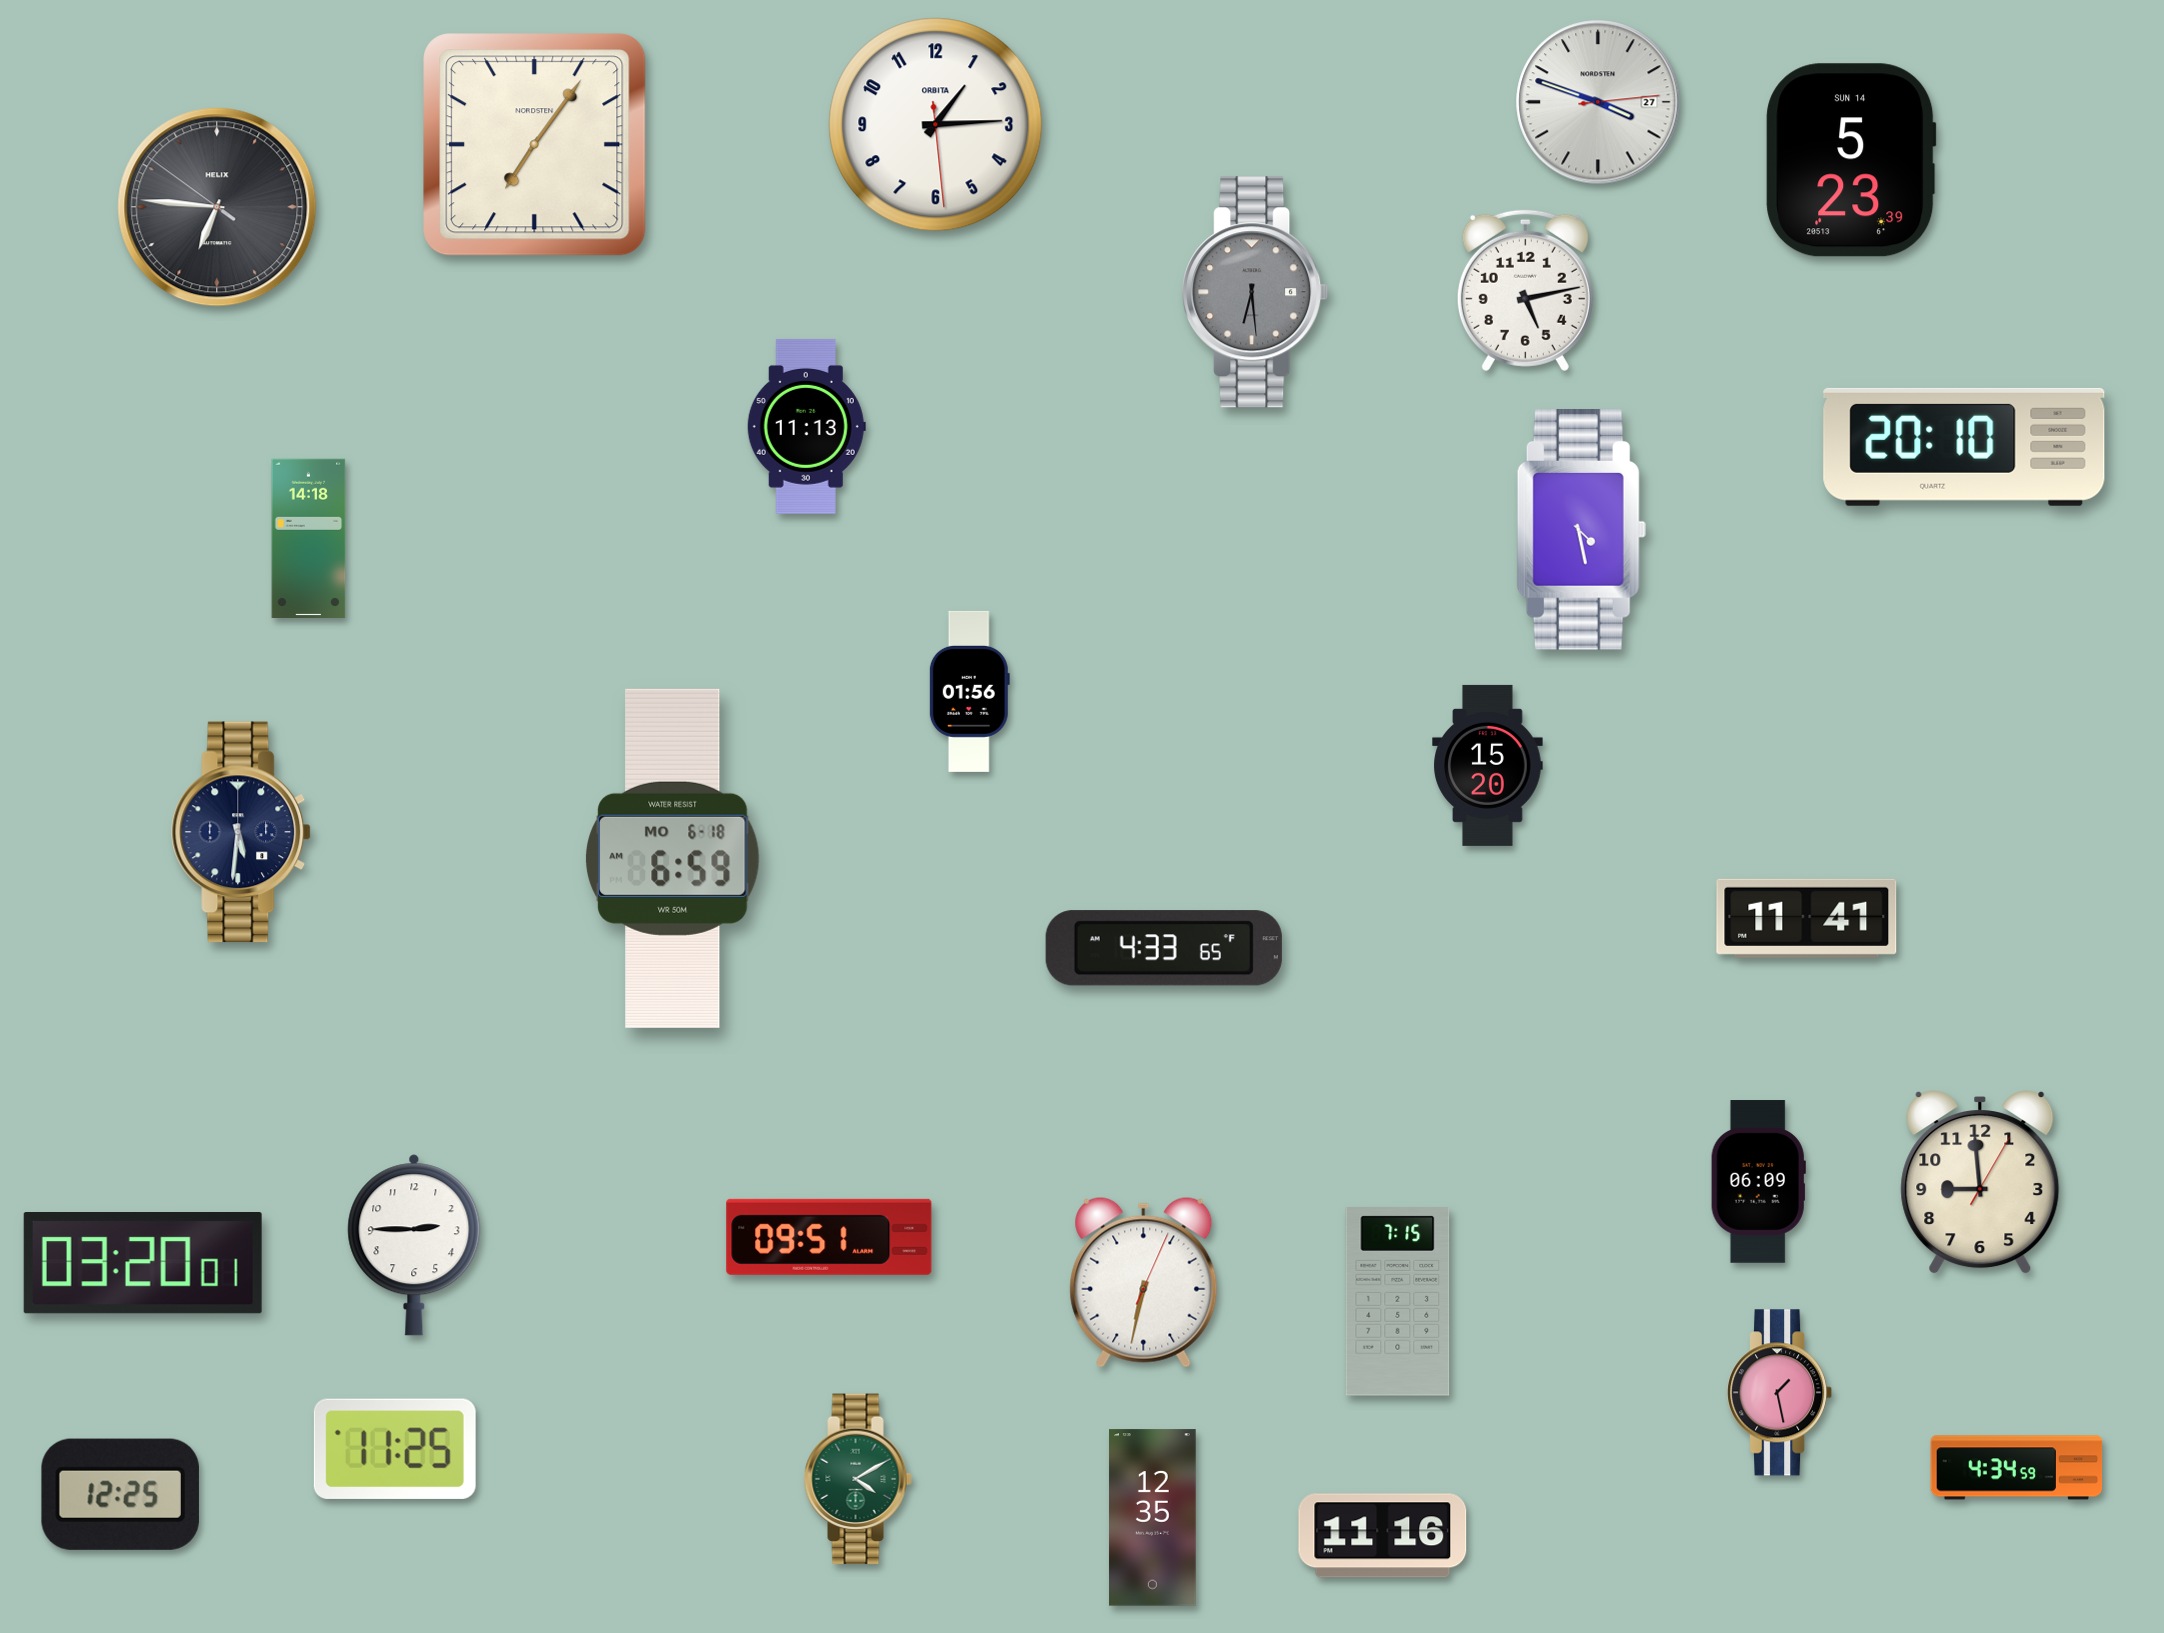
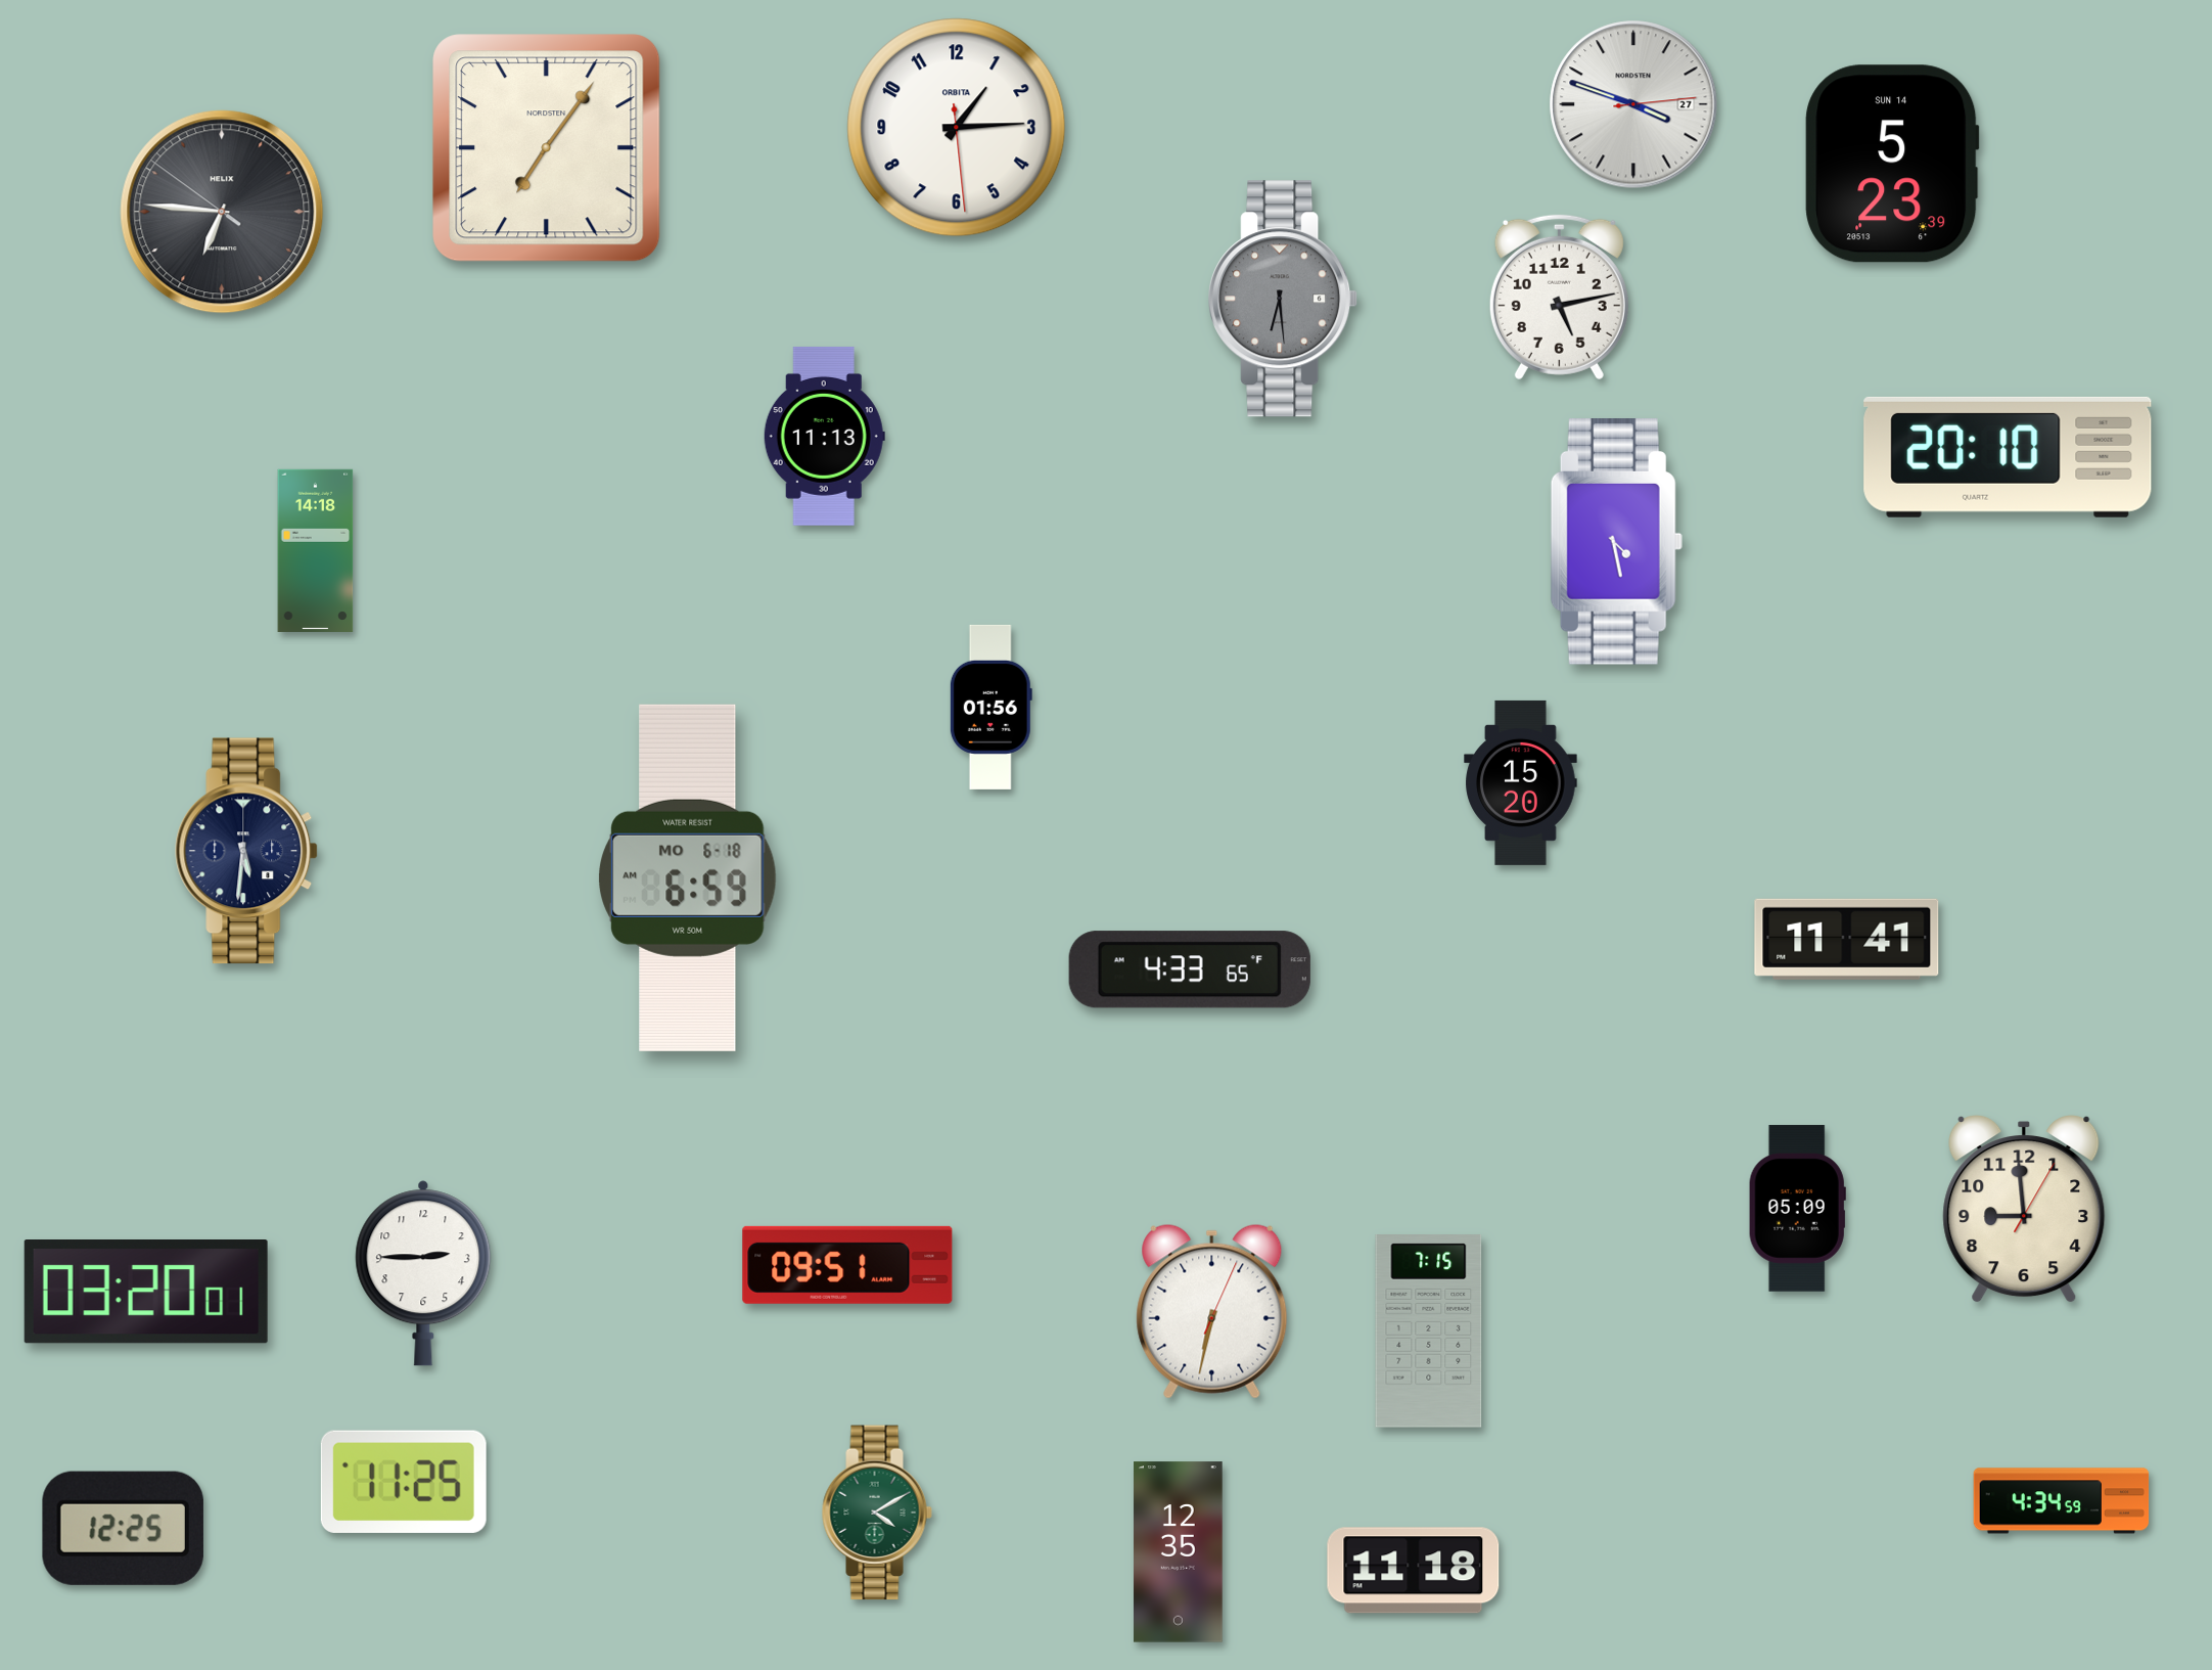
clock at (1758, 1182): 06:09 -> 05:09
clock at (1144, 1282) position: (1144, 1282) -> (1212, 1311)
clock at (1780, 1393): 1:28 -> none
clock at (1383, 1536): 11:16 -> 11:18
